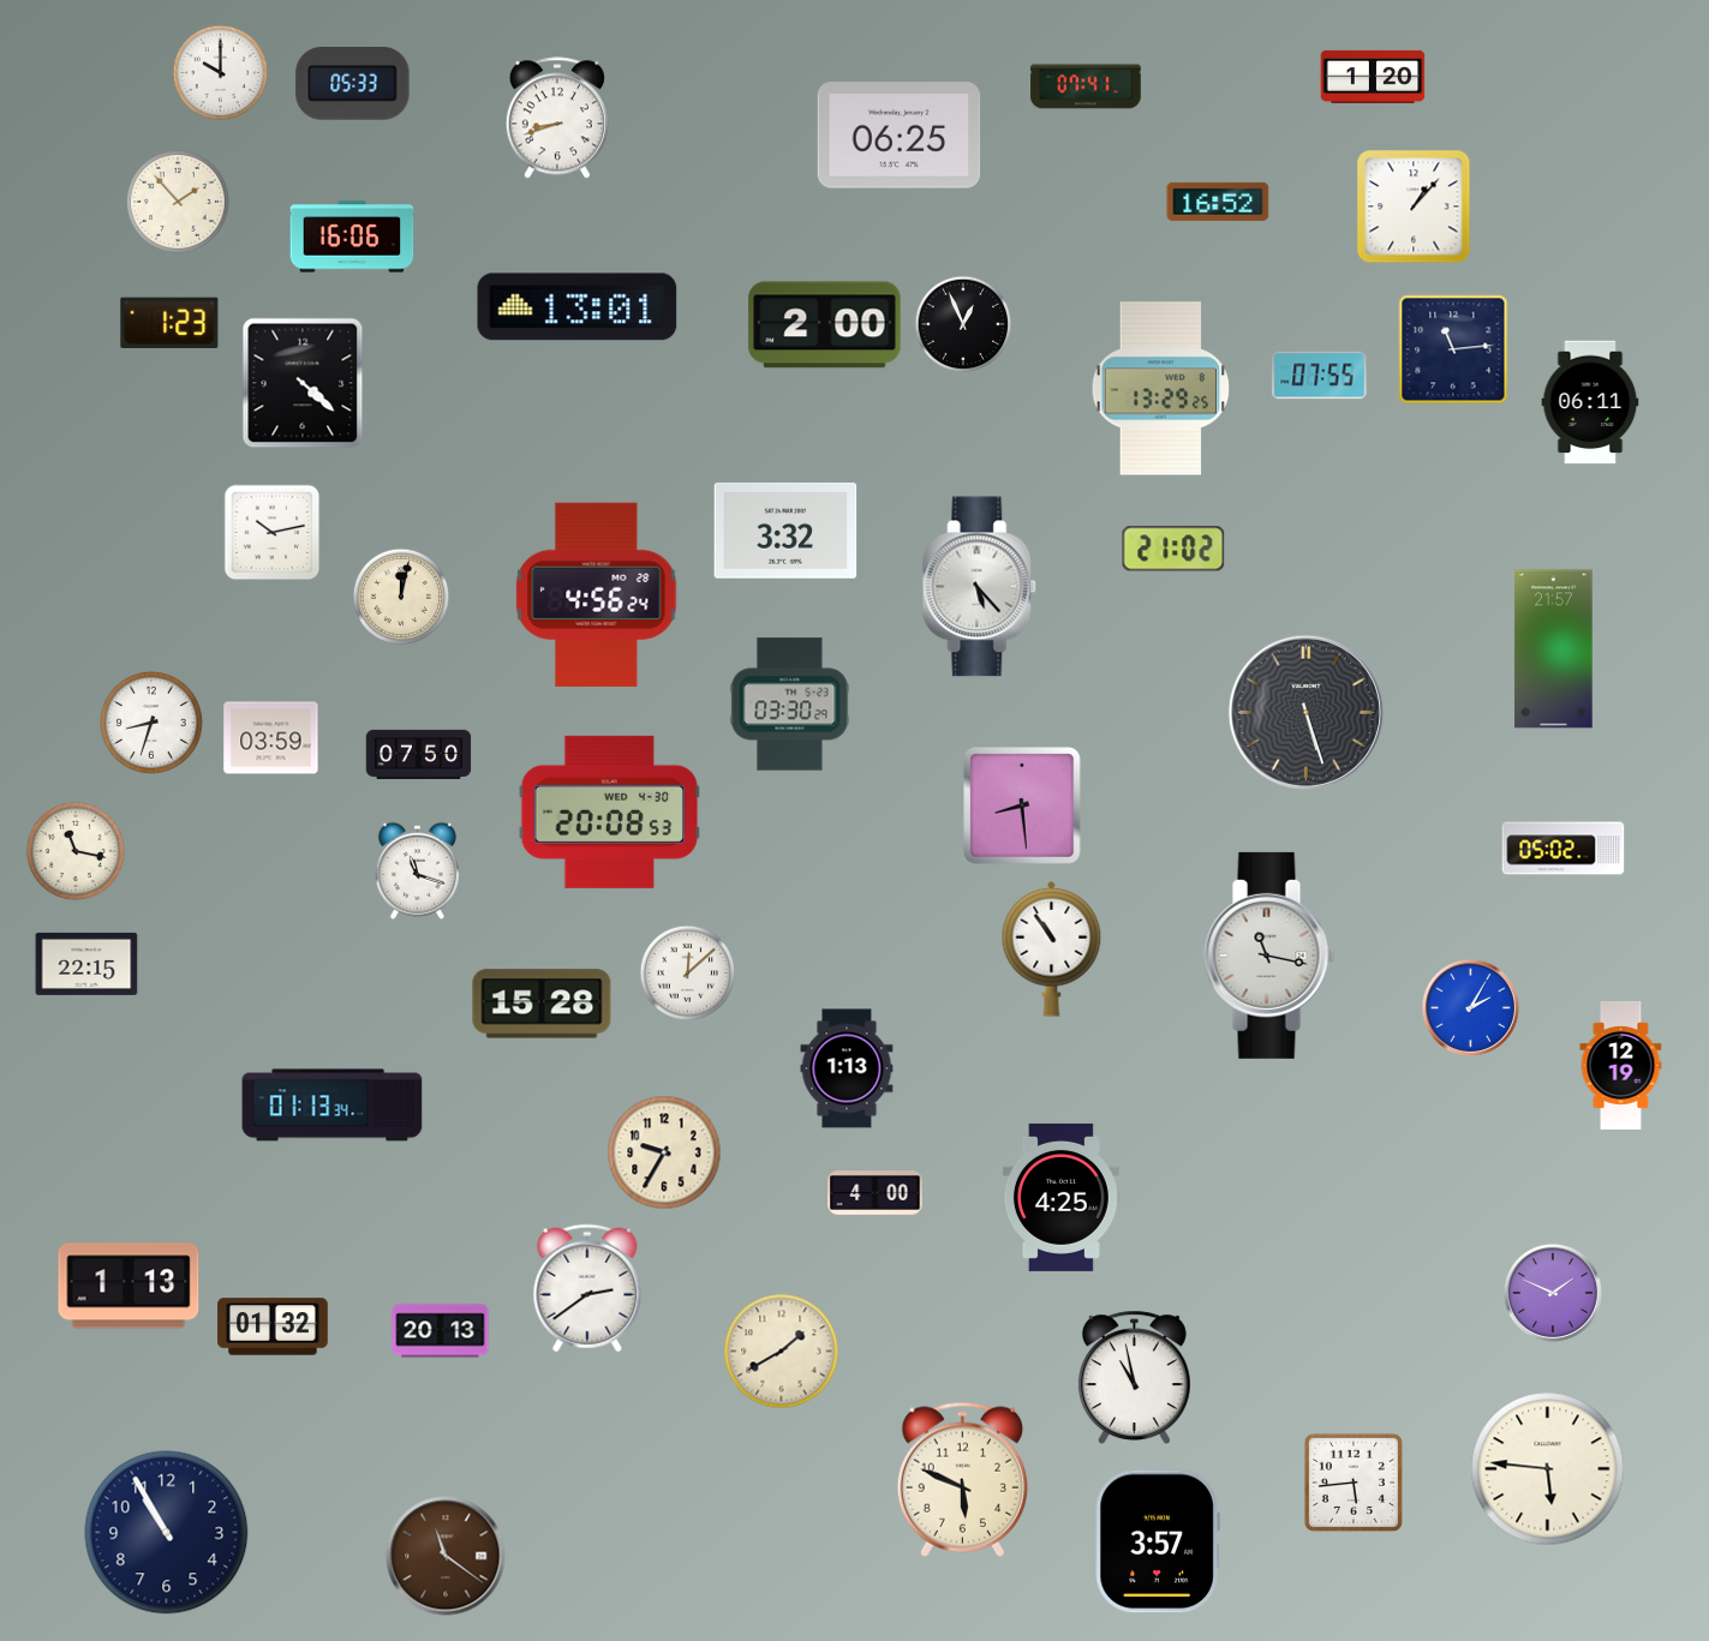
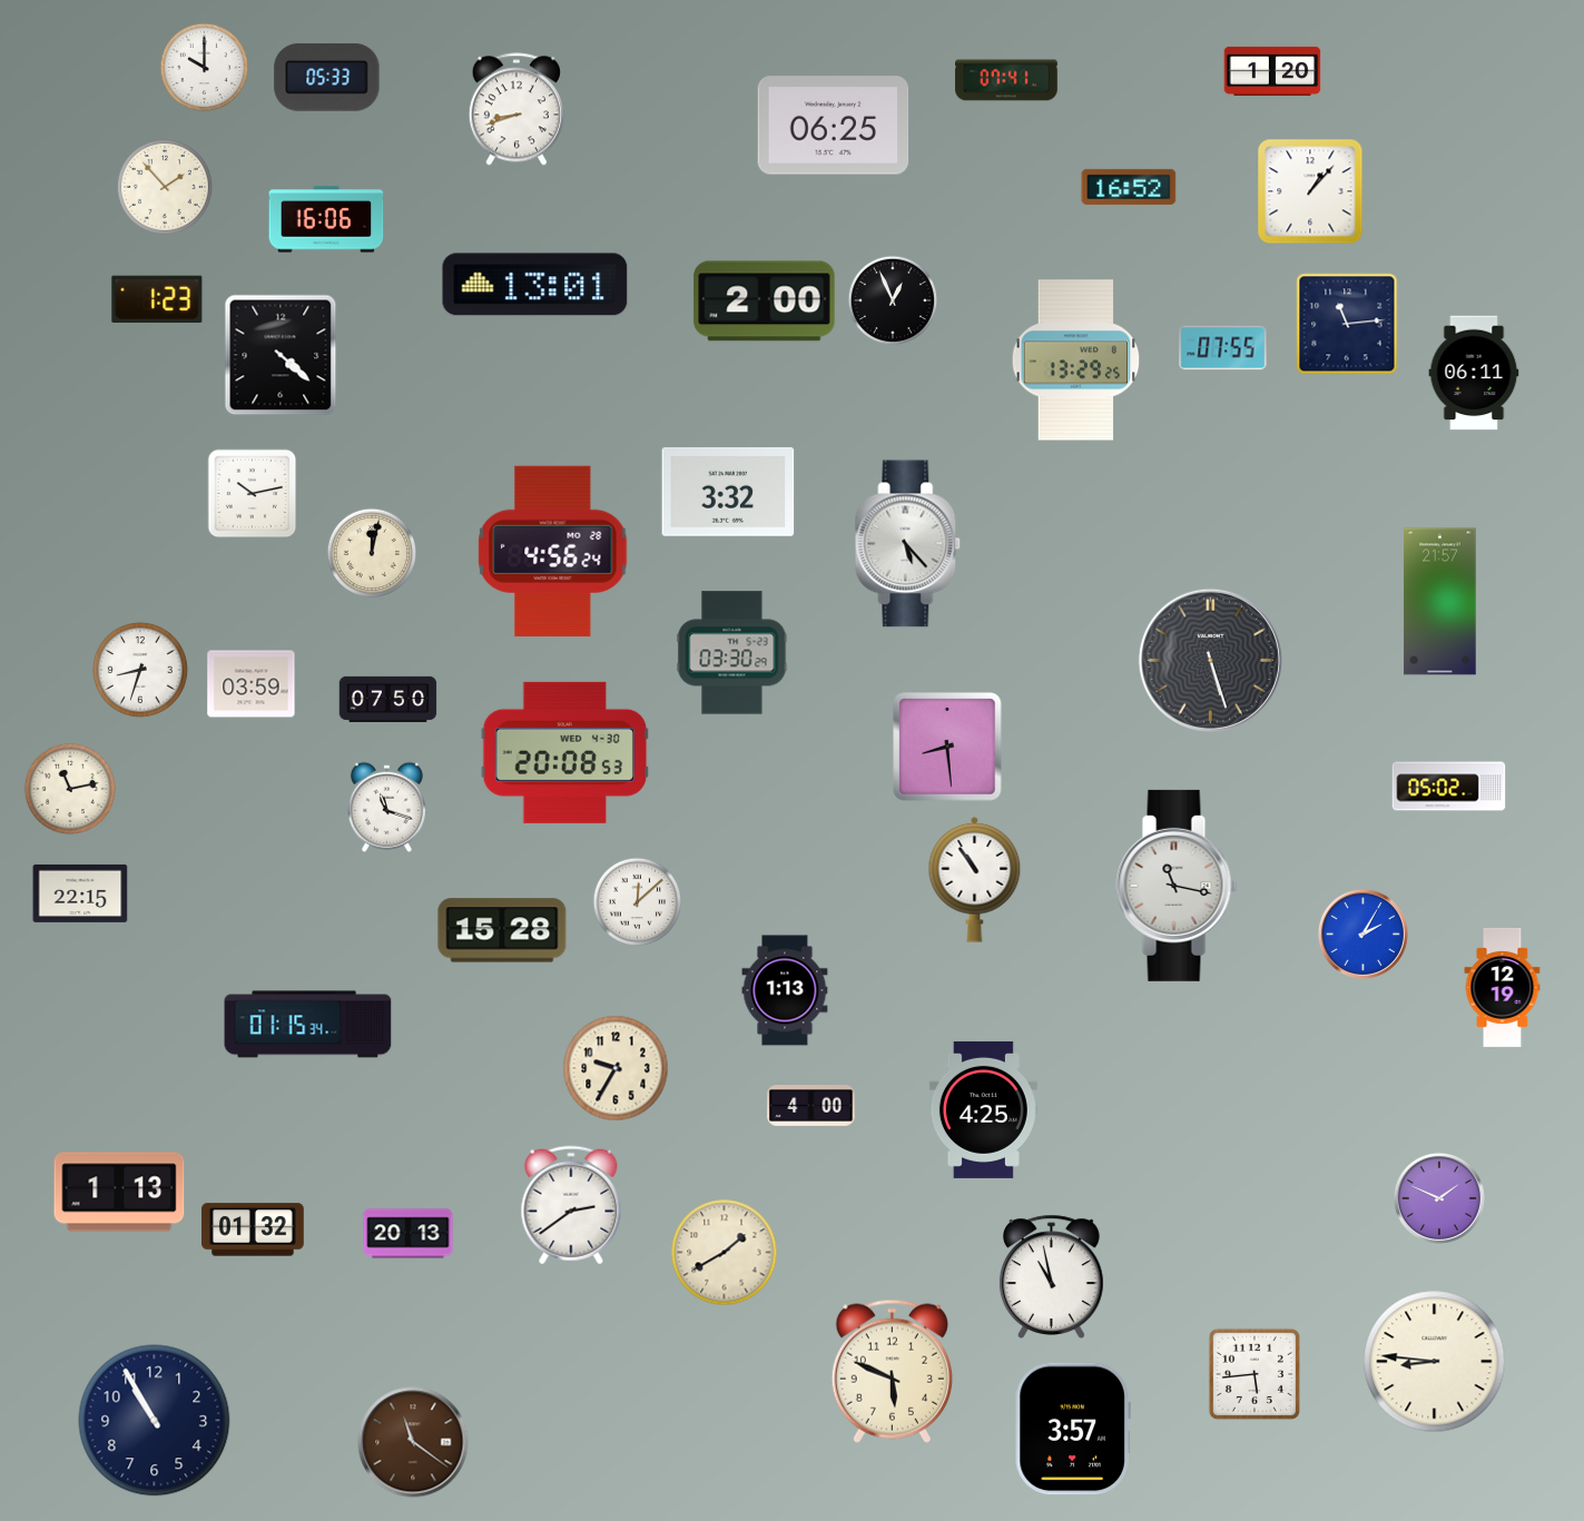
clock at (1173, 549): 21:02 -> none
clock at (76, 851): 11:17 -> 11:13
clock at (333, 1106): 01:13 -> 01:15
clock at (587, 1288) position: (587, 1288) -> (571, 1205)
clock at (1548, 1469): 5:46 -> 8:46
